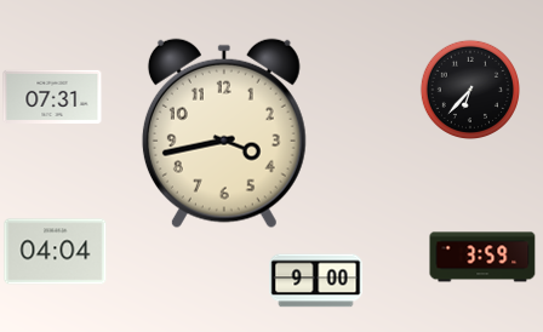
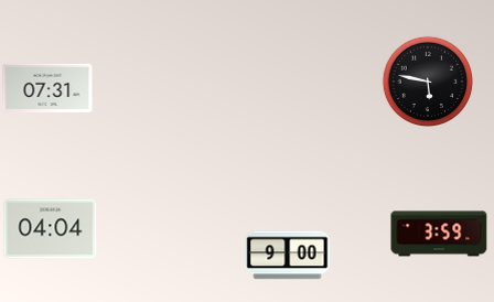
clock at (469, 88): 6:37 -> 5:47
clock at (224, 133): 3:43 -> none
